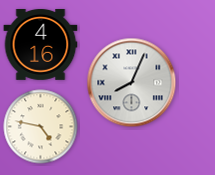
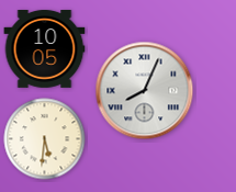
clock at (41, 45): 4:16 -> 10:05
clock at (41, 127): 4:47 -> 5:31
